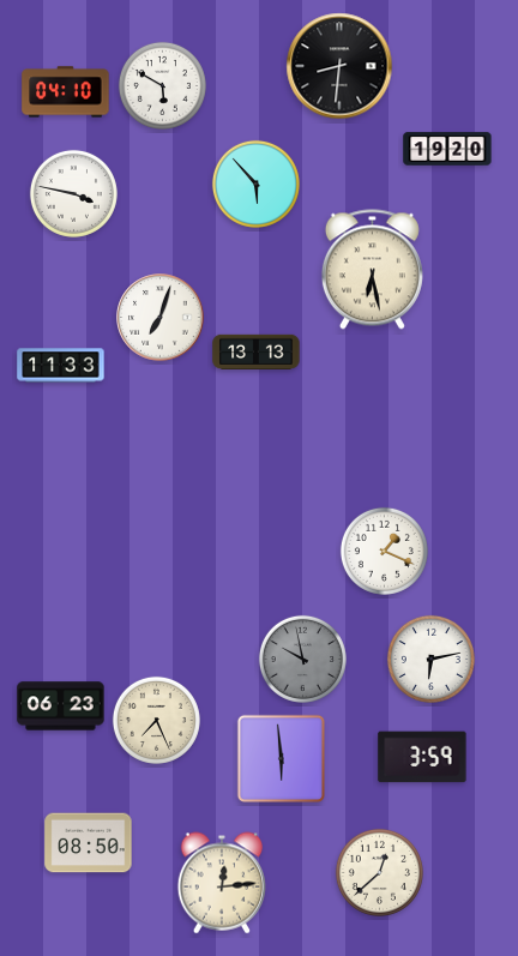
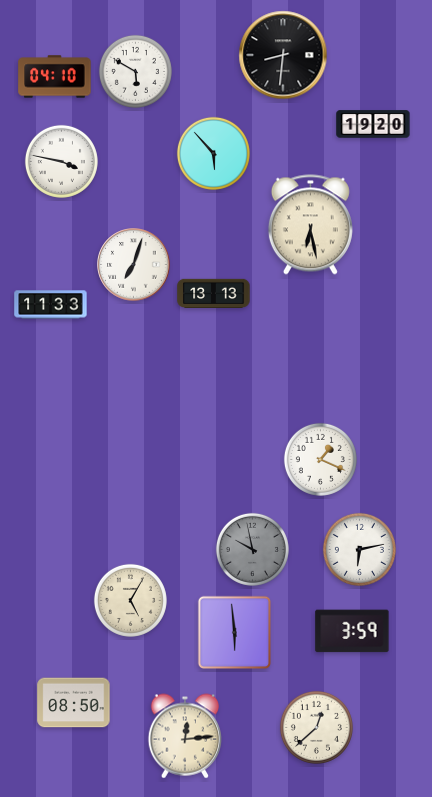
clock at (61, 707): 06:23 -> none
clock at (156, 720): 7:26 -> 5:05
